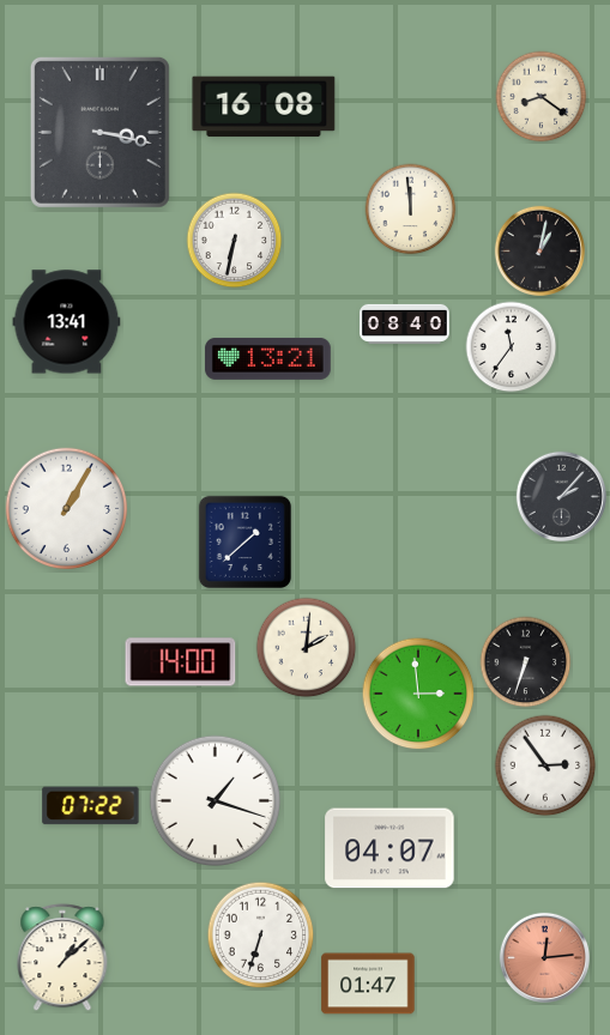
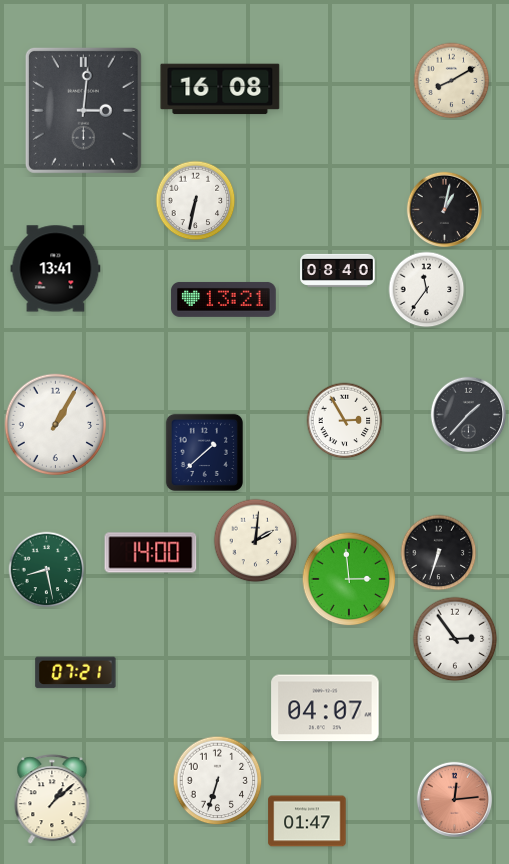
clock at (542, 97): 8:21 -> 8:10
clock at (99, 132): 3:17 -> 3:01
clock at (411, 210): 11:59 -> none
clock at (539, 250) position: (539, 250) -> (444, 209)
clock at (561, 496): 2:07 -> 1:37
clock at (345, 421): none -> 2:55
clock at (47, 570): none -> 8:28
clock at (215, 800): 1:18 -> none
clock at (91, 806): 07:22 -> 07:21
